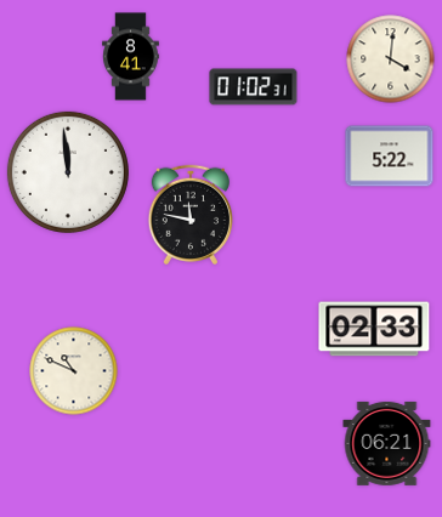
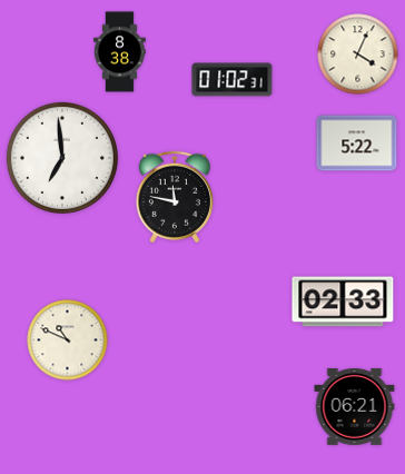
clock at (131, 57): 8:41 -> 8:38
clock at (391, 59): 4:01 -> 4:04
clock at (68, 172): 11:59 -> 6:59
